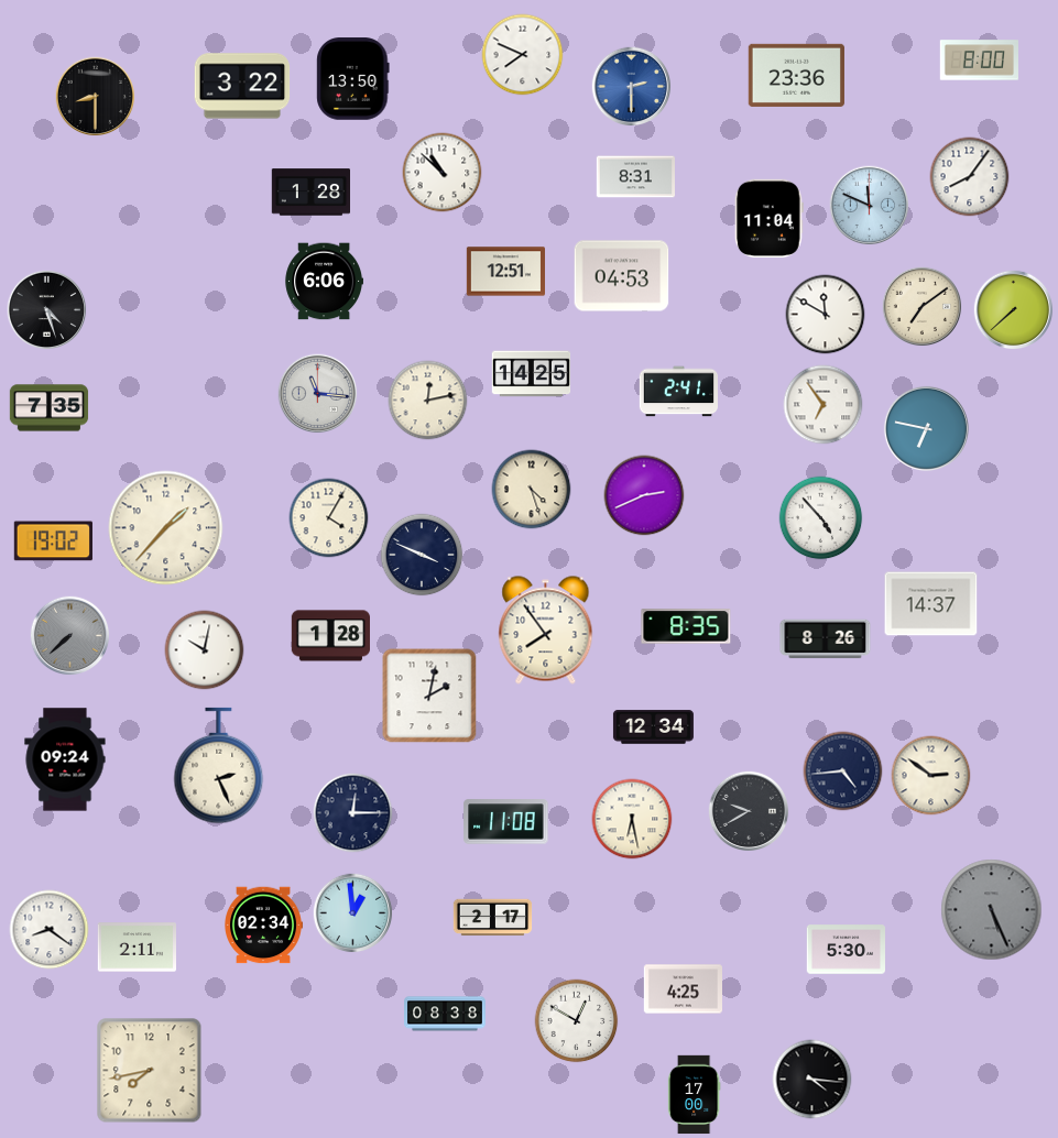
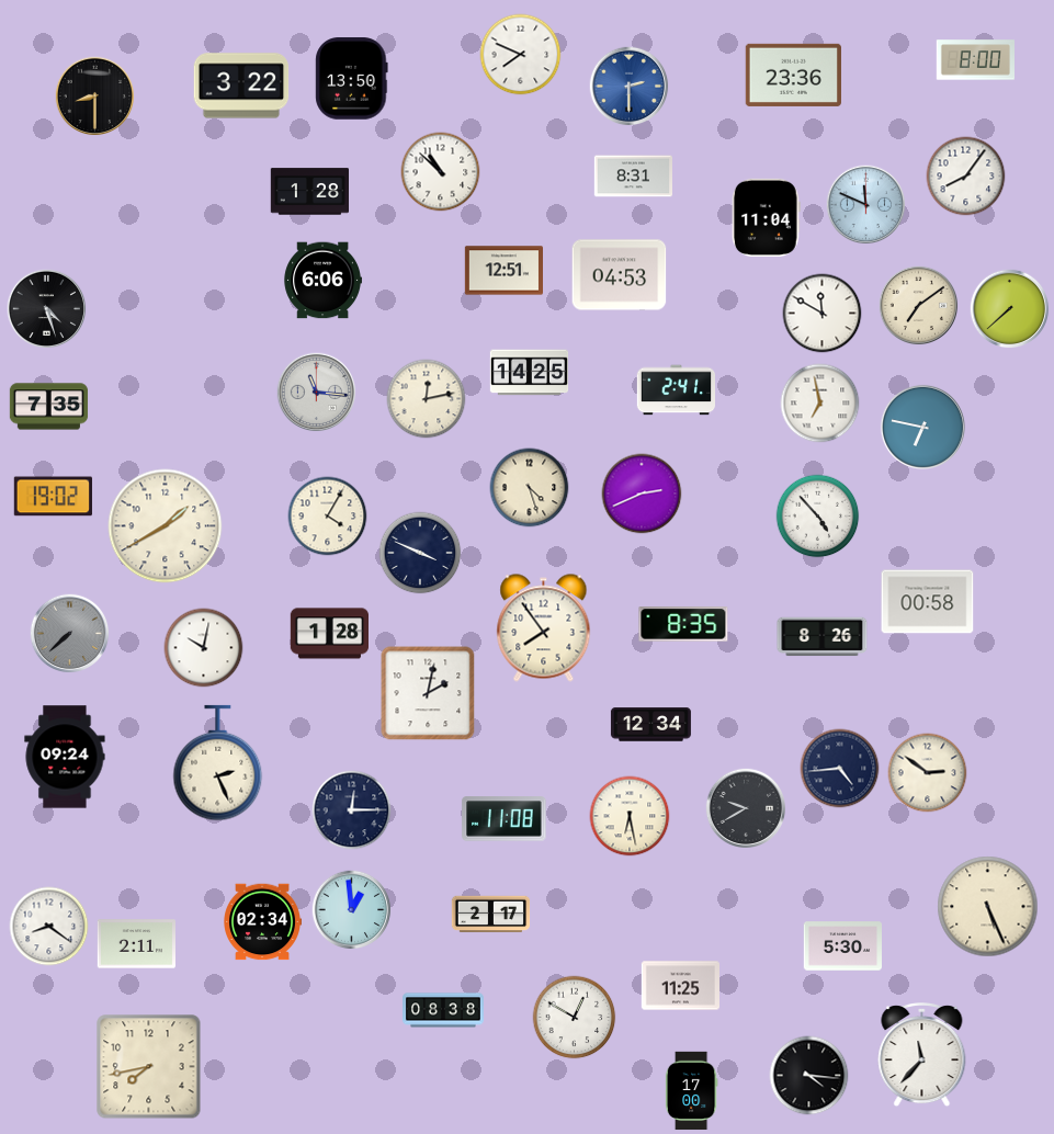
clock at (824, 405): 6:54 -> 6:58
clock at (166, 528): 1:37 -> 1:40
clock at (53, 541) position: (53, 541) -> (53, 497)
clock at (931, 604): 14:37 -> 00:58
clock at (992, 910) dial: grey -> cream
clock at (684, 989): 4:25 -> 11:25
clock at (922, 1056): none -> 11:37
